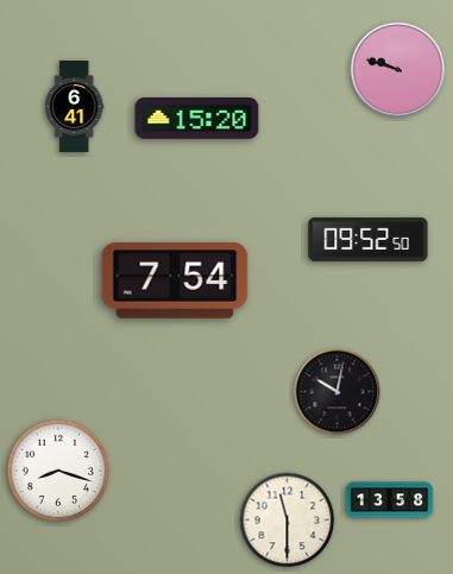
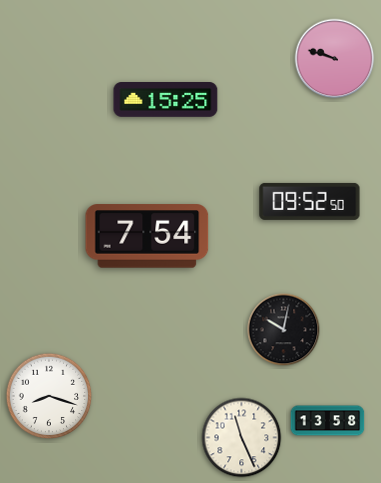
clock at (75, 106): 6:41 -> none
clock at (197, 119): 15:20 -> 15:25
clock at (288, 521): 11:30 -> 11:26
